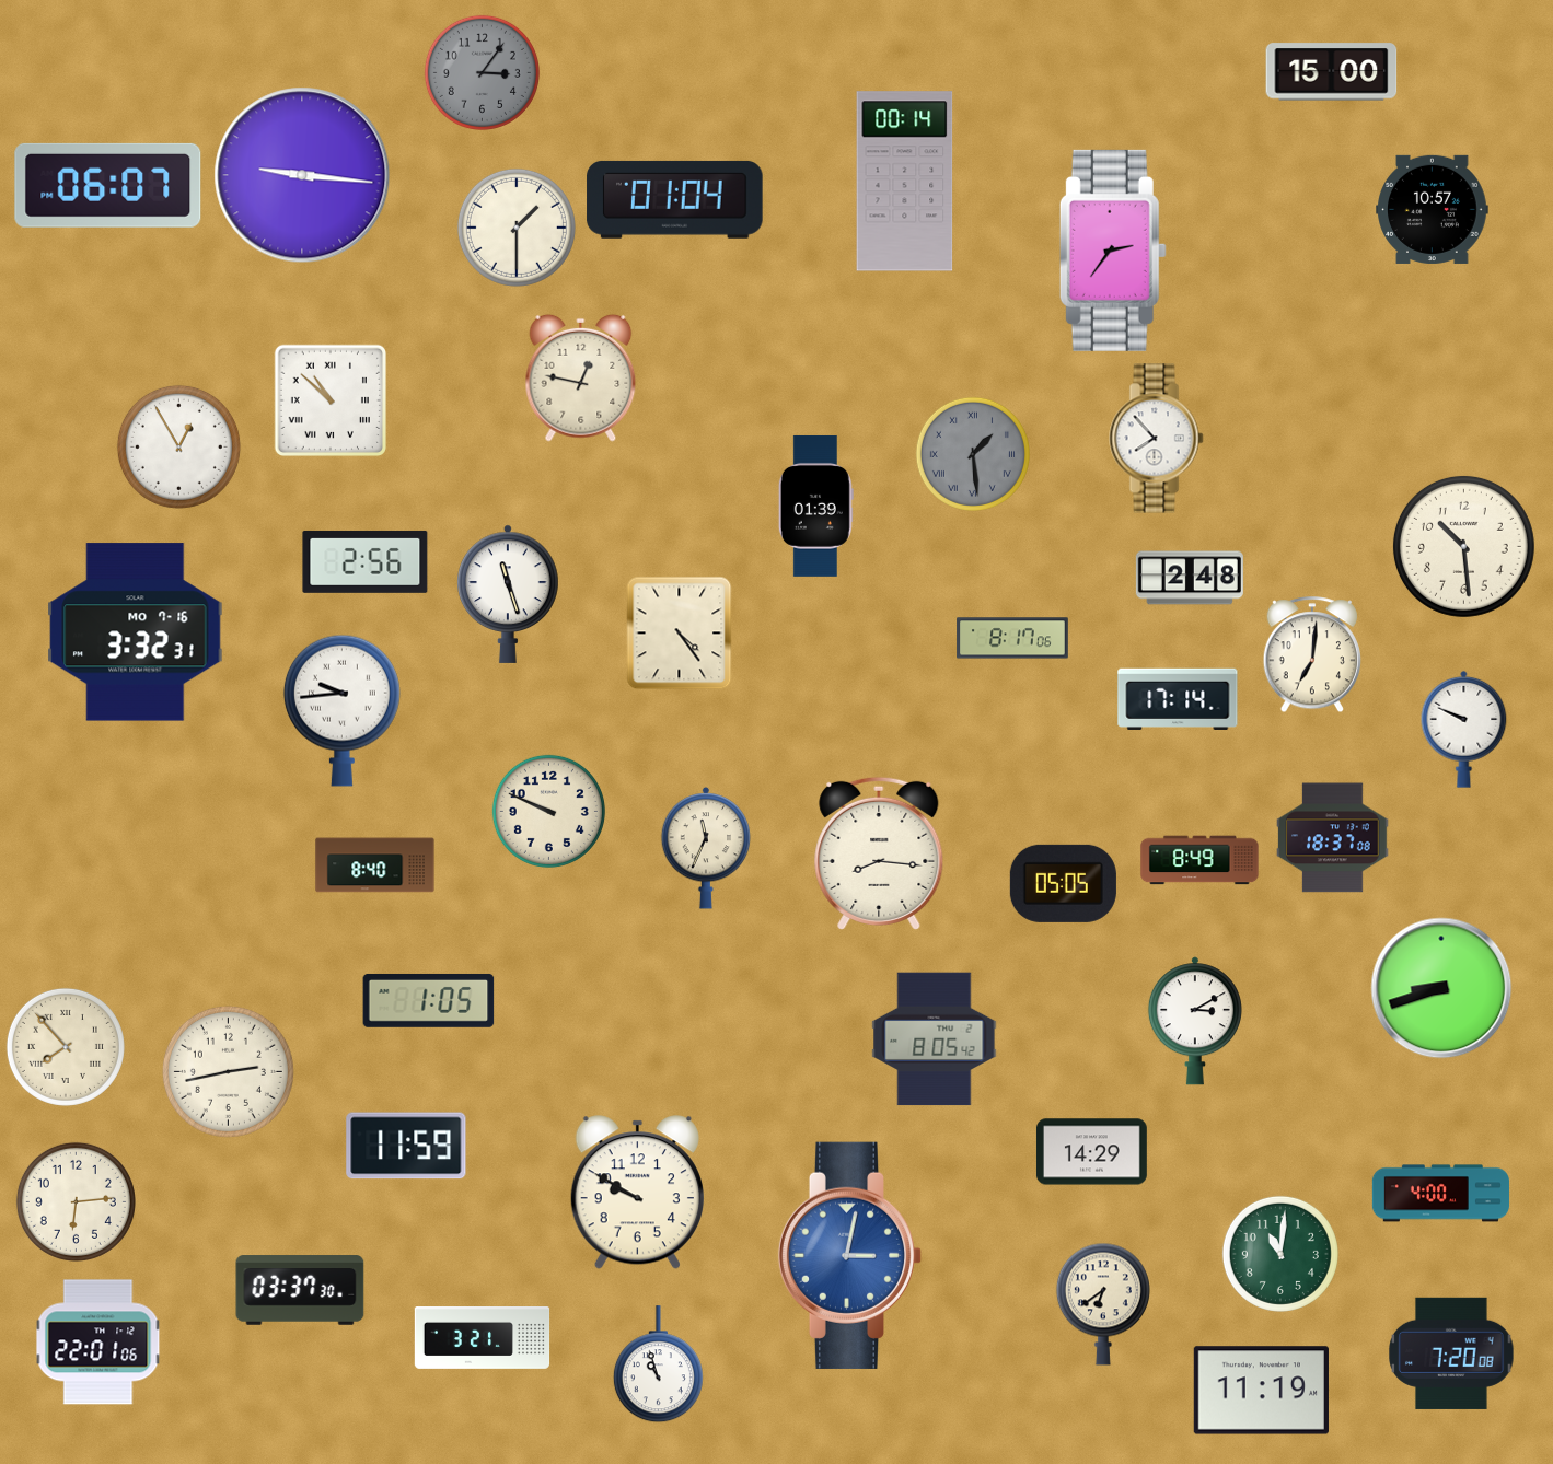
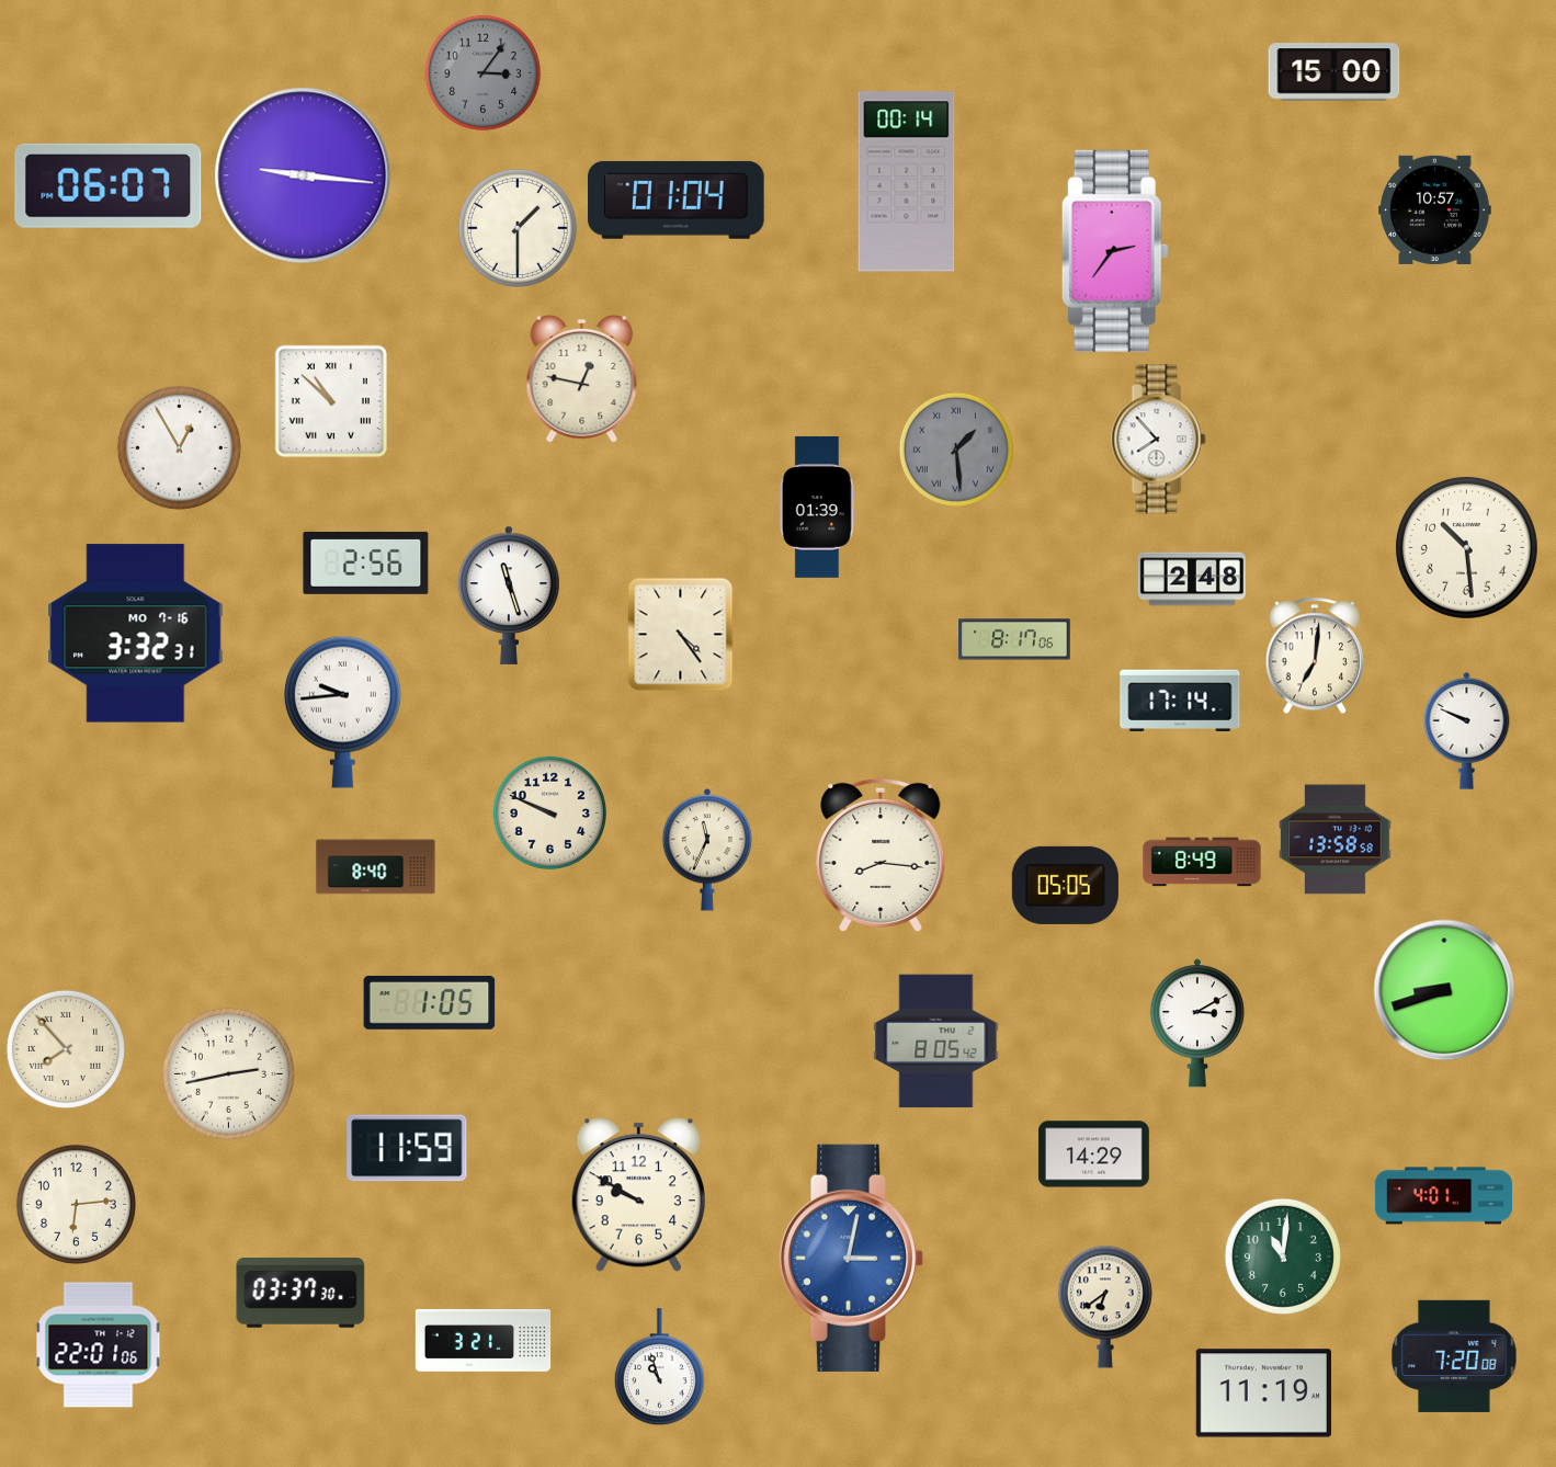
clock at (973, 454) position: (973, 454) -> (956, 450)
clock at (1333, 838): 18:37 -> 13:58
clock at (1440, 1194): 4:00 -> 4:01
